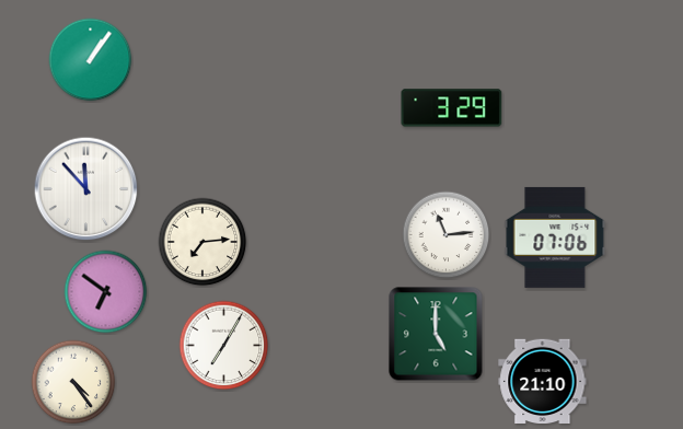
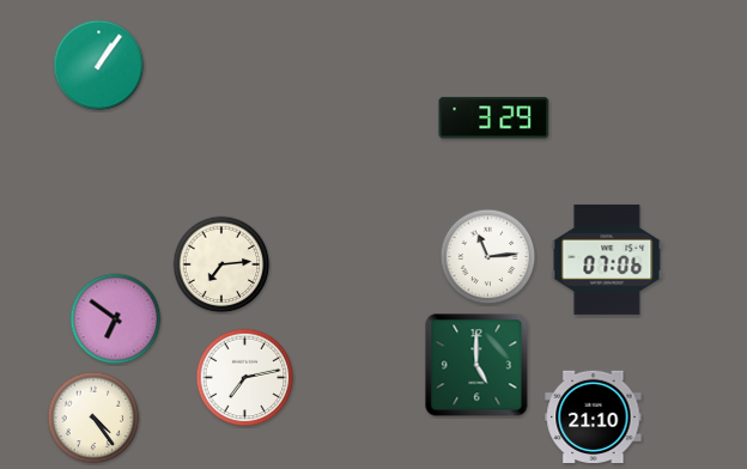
clock at (86, 189): 11:53 -> none
clock at (224, 346): 7:05 -> 7:13
clock at (73, 382) position: (73, 382) -> (93, 418)
